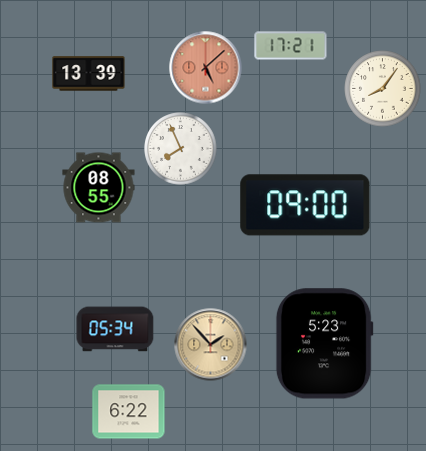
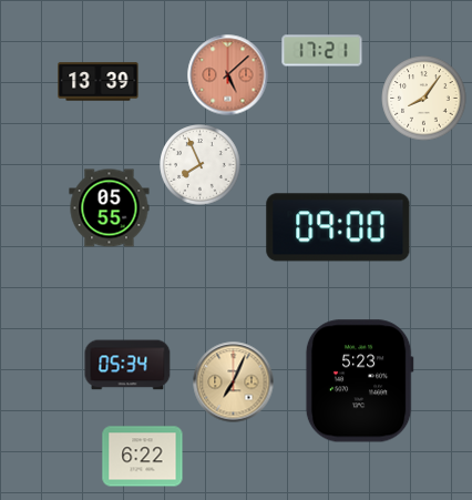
clock at (99, 188): 08:55 -> 05:55
clock at (211, 345): 1:53 -> 7:04
